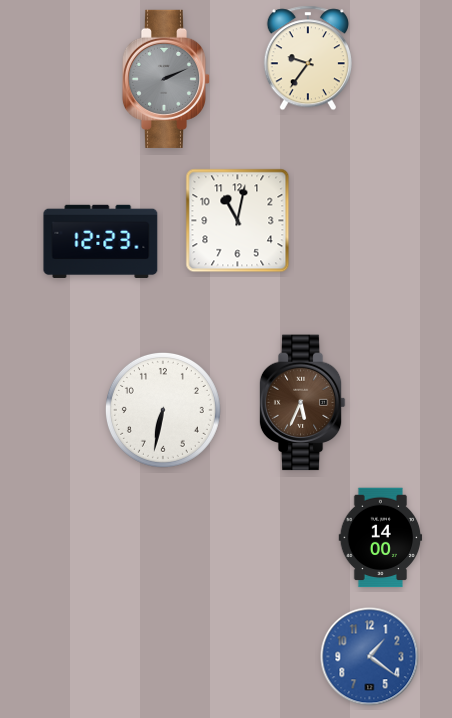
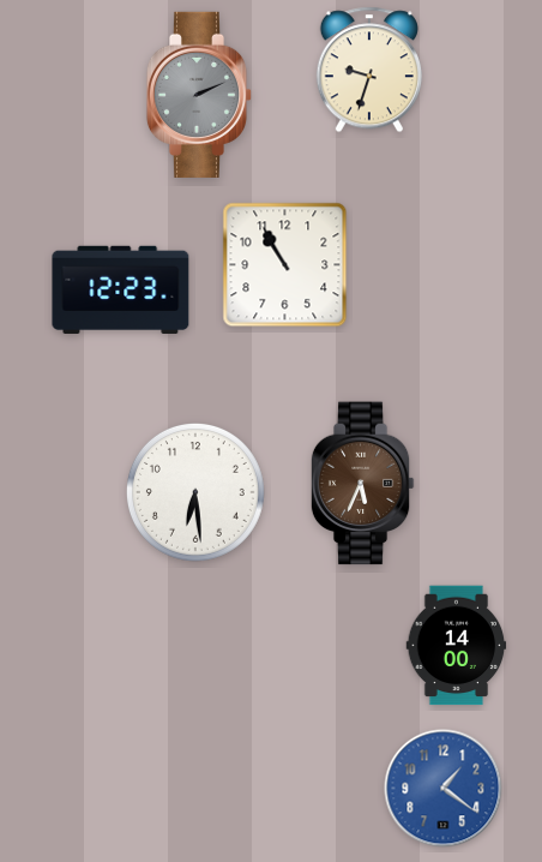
clock at (308, 58): 9:36 -> 9:33
clock at (238, 221): 11:02 -> 10:55
clock at (163, 410): 6:32 -> 6:29
